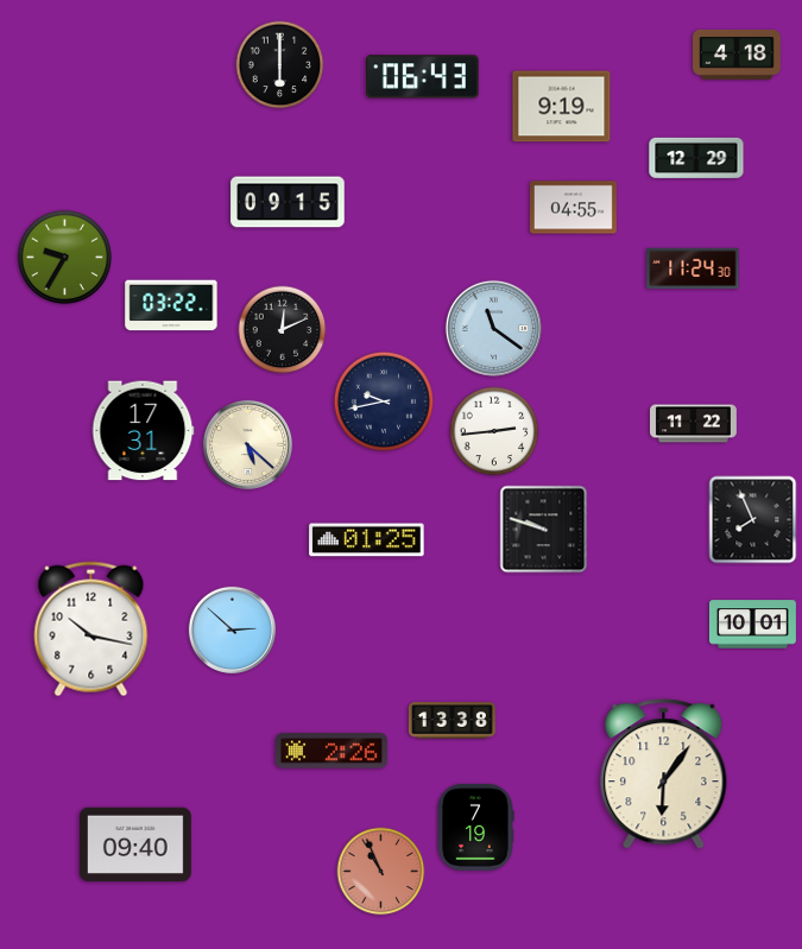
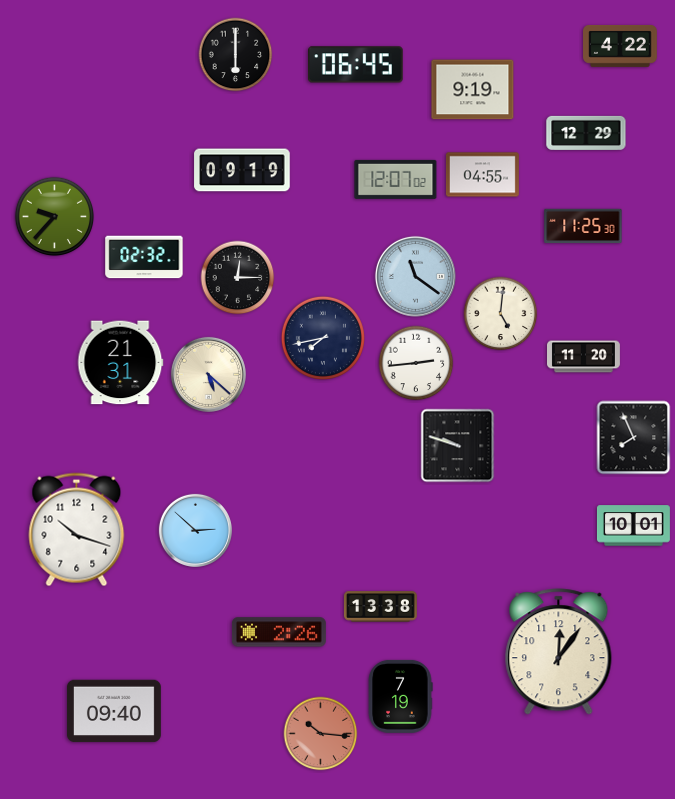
clock at (737, 56): 4:18 -> 4:22
clock at (423, 77): 06:43 -> 06:45
clock at (288, 202): 09:15 -> 09:19
clock at (396, 179): none -> 12:07
clock at (65, 258): 9:35 -> 9:37
clock at (693, 268): 11:24 -> 11:25
clock at (171, 305): 03:22 -> 02:32
clock at (283, 330): 12:11 -> 12:15
clock at (501, 314): none -> 5:01
clock at (384, 401): 9:43 -> 7:43
clock at (694, 424): 11:22 -> 11:20
clock at (144, 431): 17:31 -> 21:31
clock at (367, 540): 01:25 -> none
clock at (91, 629): 10:17 -> 10:18
clock at (664, 774): 6:06 -> 12:06
clock at (381, 872): 10:56 -> 10:16
